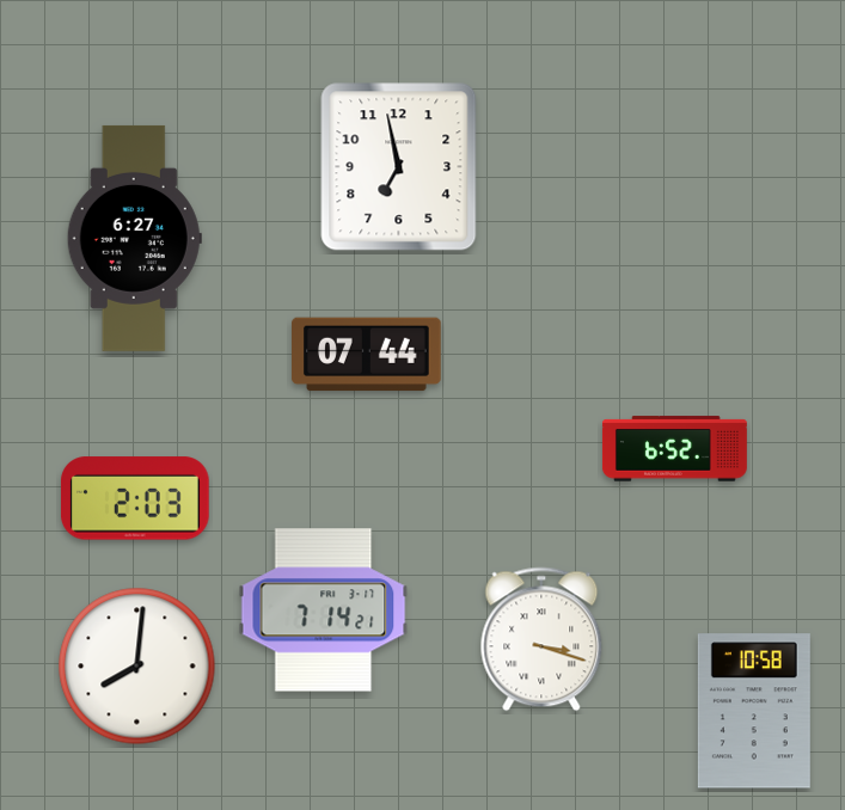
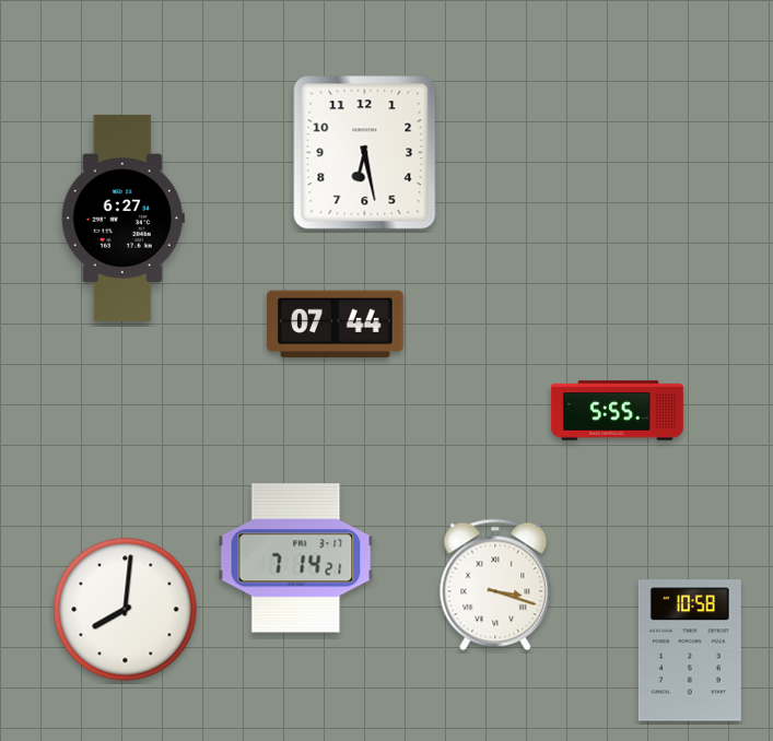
clock at (399, 167): 6:58 -> 6:28
clock at (674, 449): 6:52 -> 5:55
clock at (135, 498): 2:03 -> none
